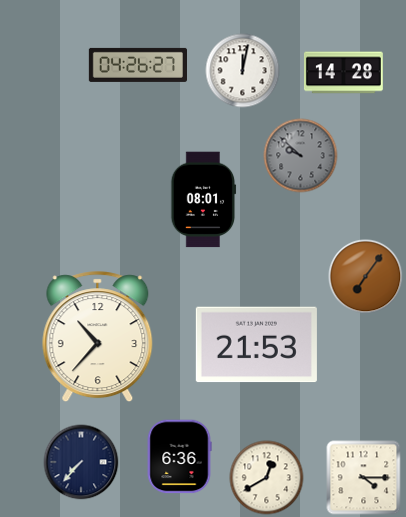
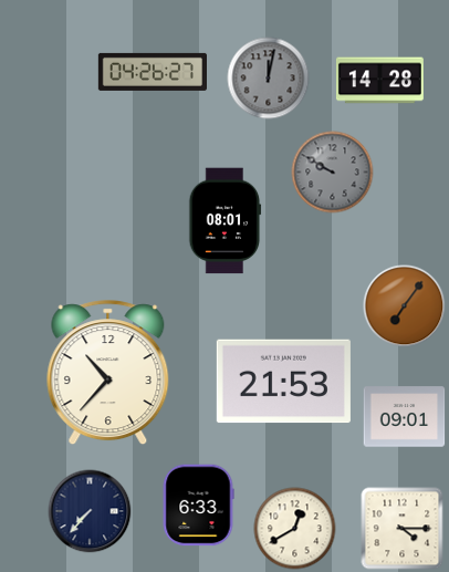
clock at (243, 71) dial: white -> grey
clock at (301, 156): 9:52 -> 9:50
clock at (405, 417): none -> 09:01
clock at (179, 457): 6:36 -> 6:33
